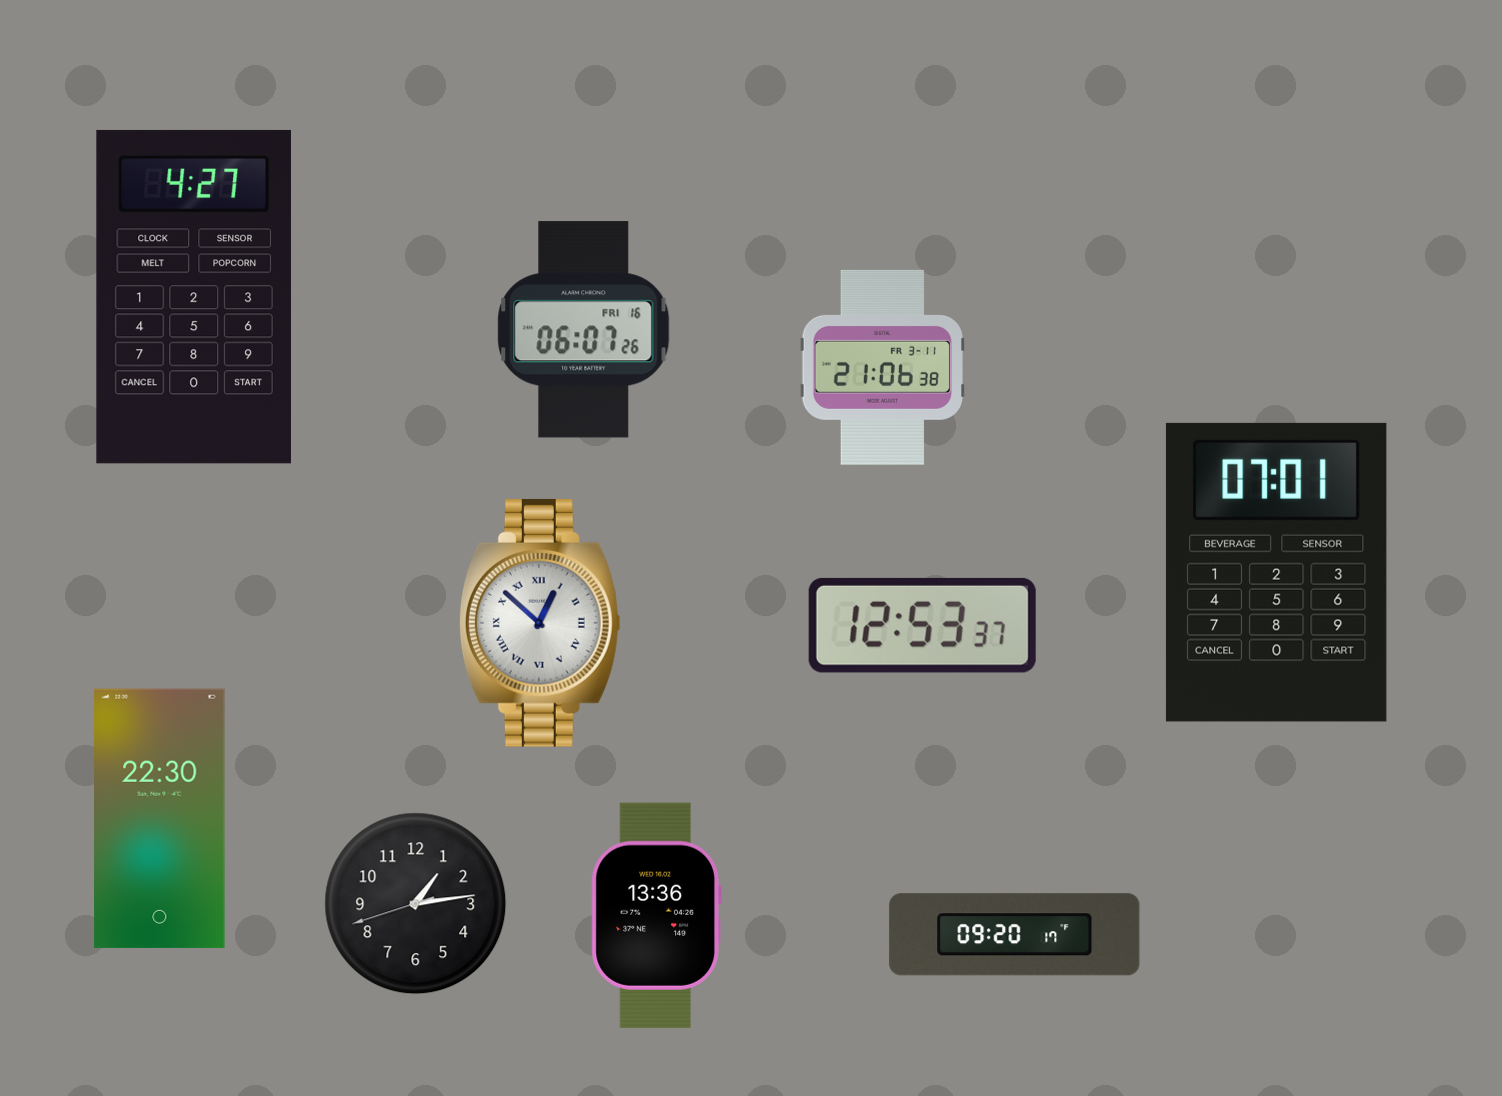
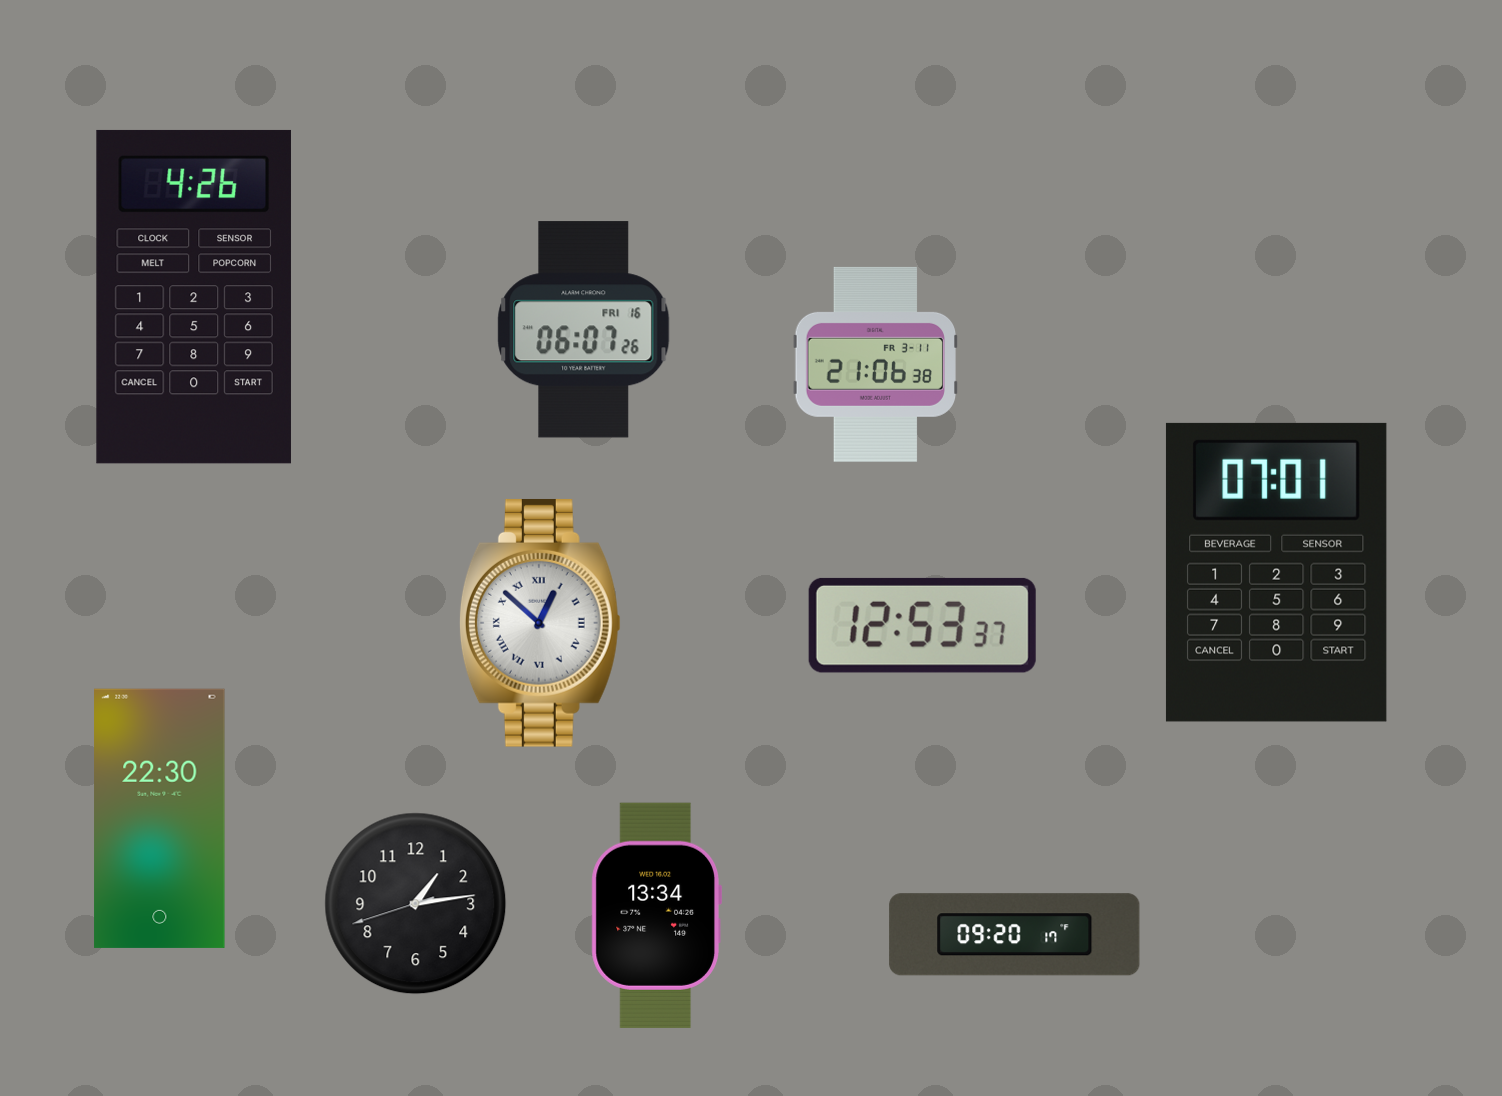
clock at (194, 297): 4:27 -> 4:26
clock at (882, 367) position: (882, 367) -> (875, 364)
clock at (656, 915): 13:36 -> 13:34
